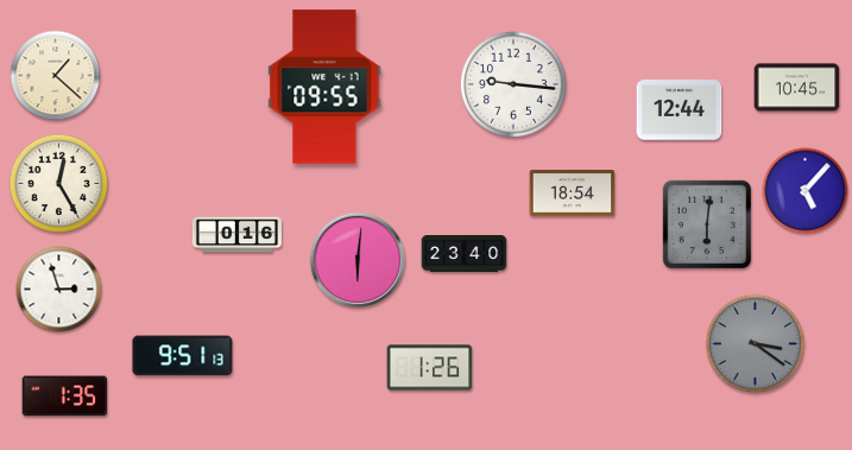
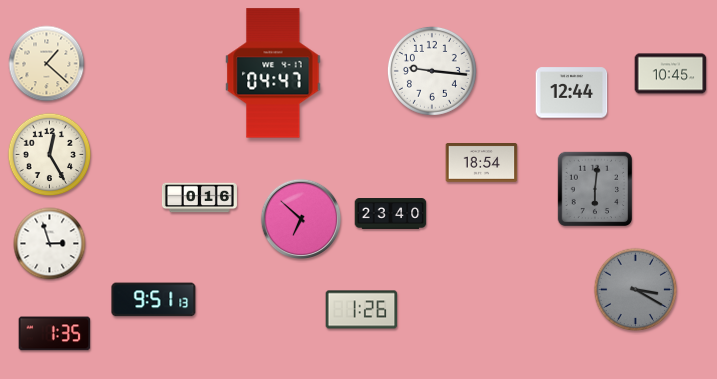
clock at (324, 87): 09:55 -> 04:47
clock at (806, 191): 5:07 -> none
clock at (358, 260): 6:01 -> 6:52
clock at (756, 344): 3:21 -> 3:20
